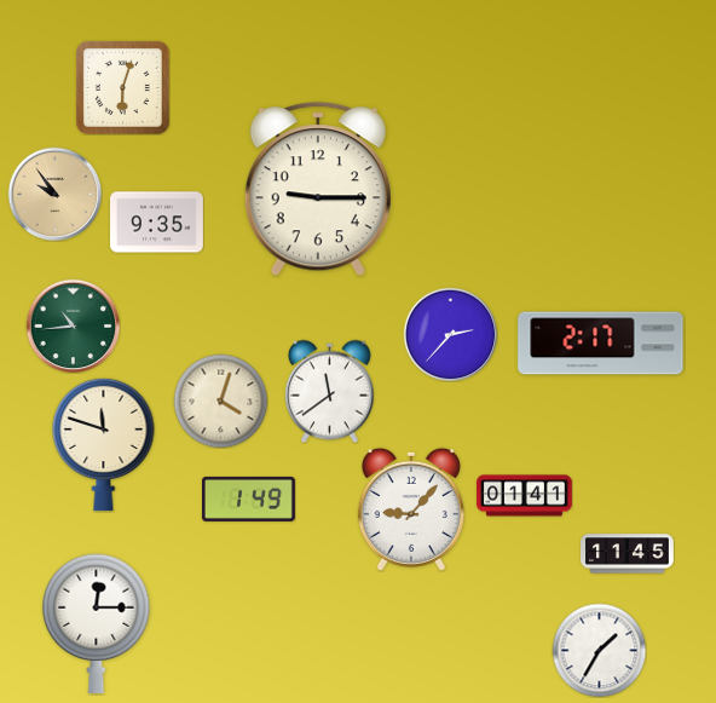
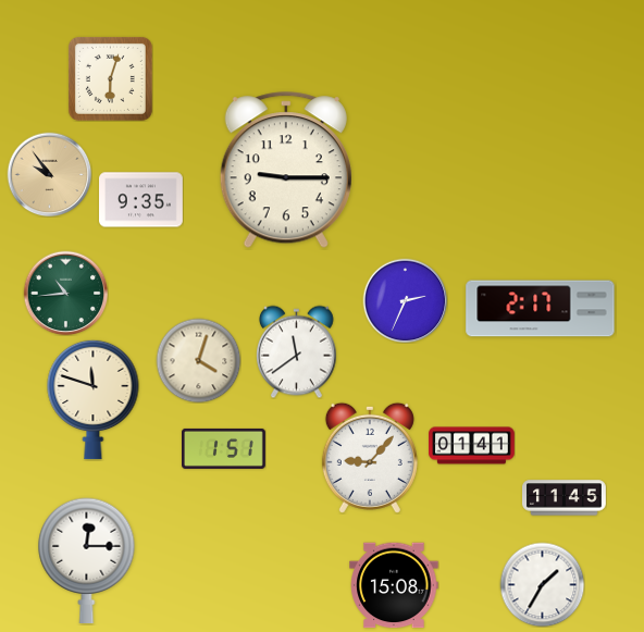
clock at (450, 334): 2:37 -> 2:34
clock at (249, 499): 1:49 -> 1:51
clock at (599, 650) position: (599, 650) -> (542, 584)
clock at (394, 585): none -> 15:08
